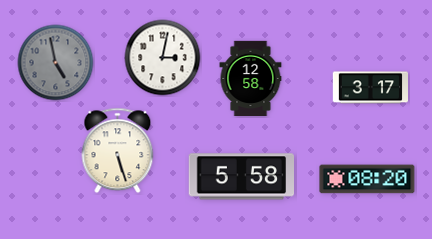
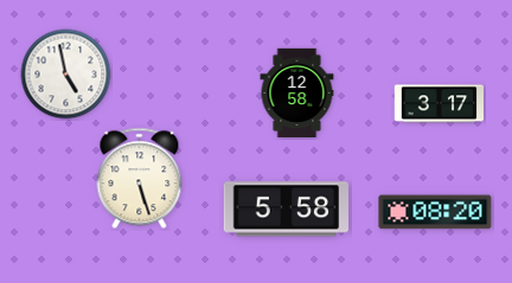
clock at (163, 58): 3:02 -> none
clock at (56, 63) dial: grey -> white
